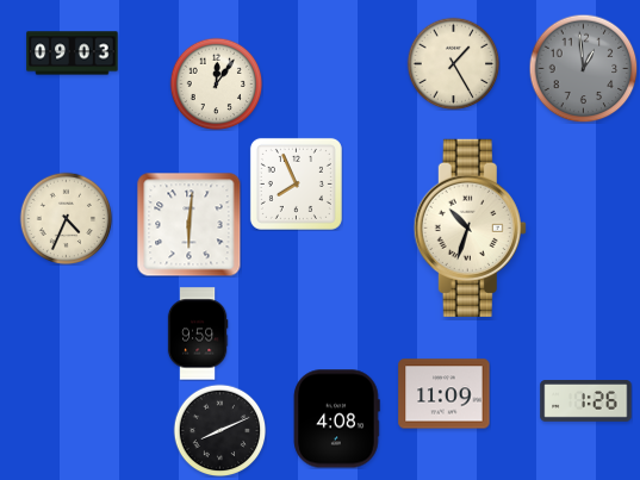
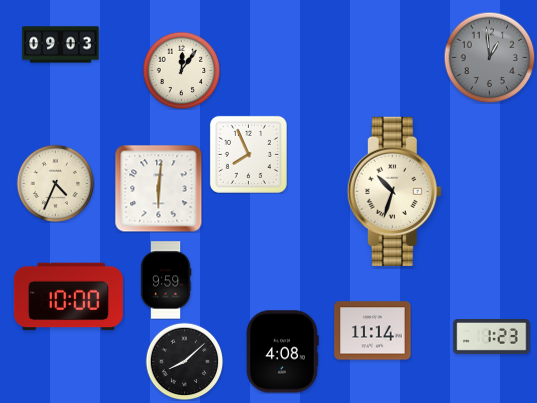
clock at (453, 63): 1:25 -> none
clock at (68, 297): none -> 10:00
clock at (445, 394): 11:09 -> 11:14
clock at (586, 401): 1:26 -> 1:23
clock at (219, 430): 8:11 -> 8:08
